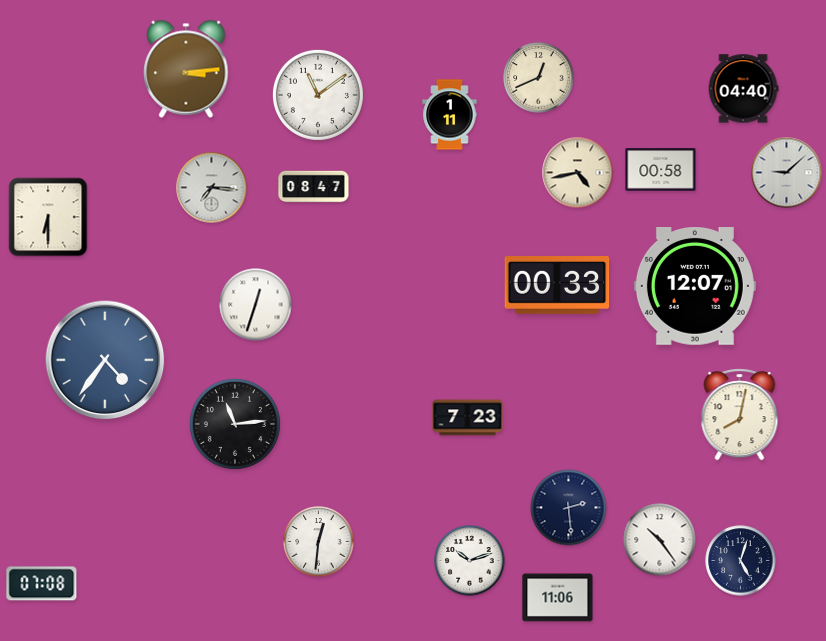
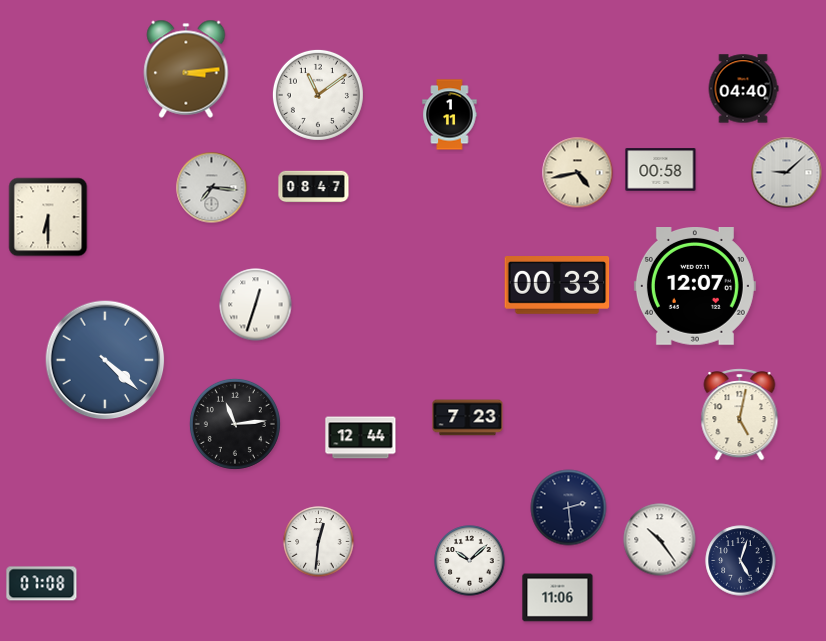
clock at (539, 78): 12:41 -> none
clock at (105, 360): 4:36 -> 4:22
clock at (740, 415): 8:02 -> 5:02
clock at (361, 438): none -> 12:44
clock at (470, 561): 10:12 -> 10:08
